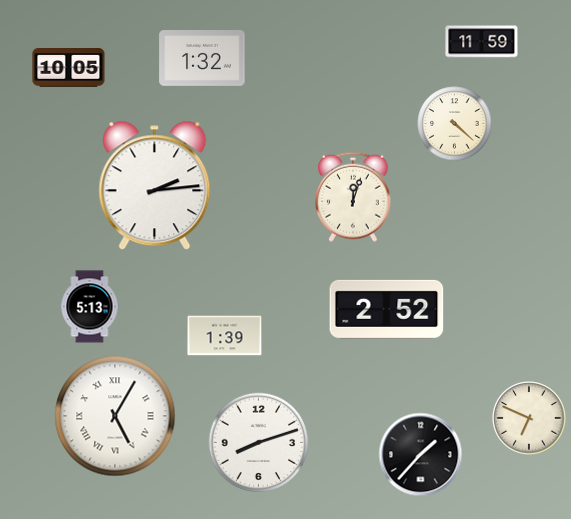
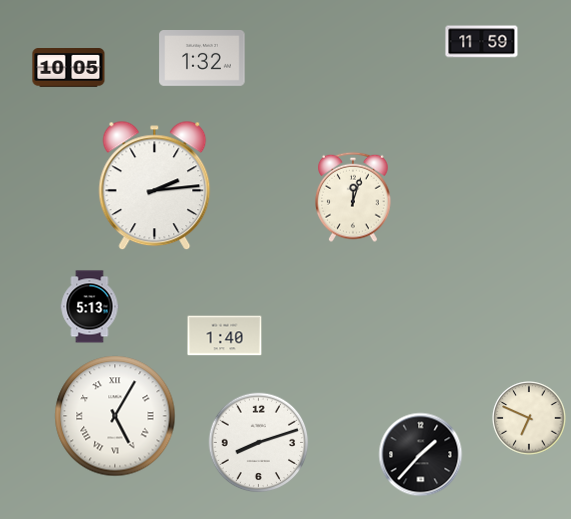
clock at (455, 124): 4:22 -> none
clock at (387, 309): 2:52 -> none
clock at (225, 336): 1:39 -> 1:40
